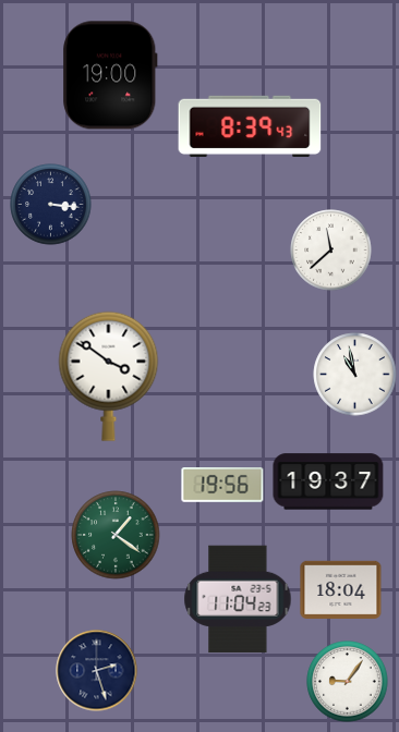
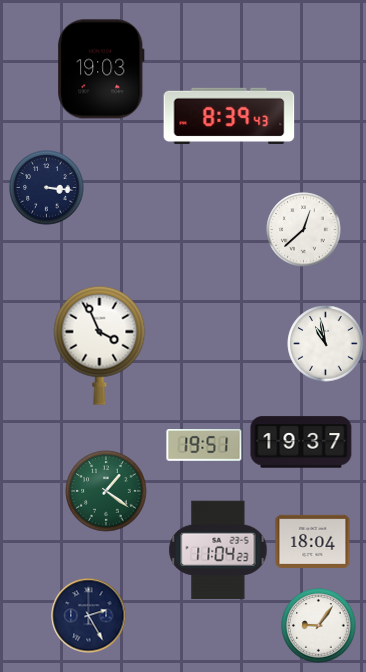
clock at (110, 75): 19:00 -> 19:03
clock at (331, 251): 11:38 -> 12:38
clock at (109, 376): 3:51 -> 3:56
clock at (222, 486): 19:56 -> 19:51
clock at (97, 671): 2:27 -> 2:25
